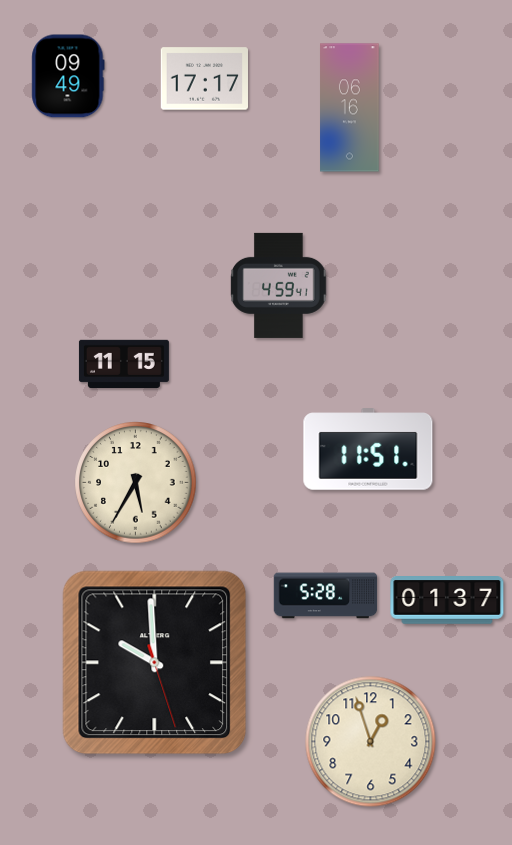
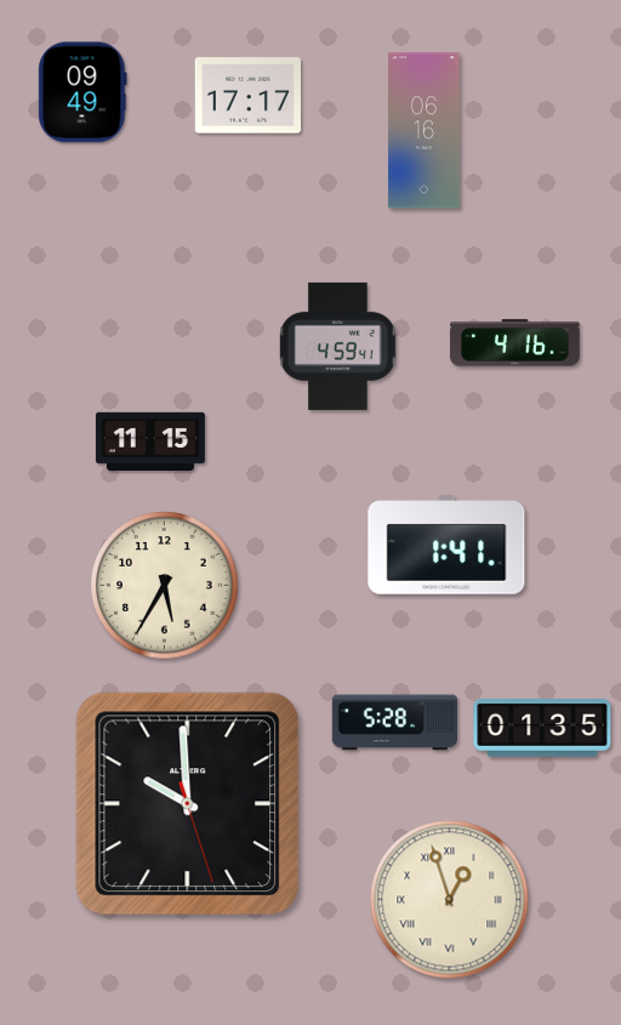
clock at (514, 343): none -> 4:16
clock at (368, 449): 11:51 -> 1:41
clock at (447, 601): 01:37 -> 01:35
clock at (371, 742) numerals: Arabic -> Roman
